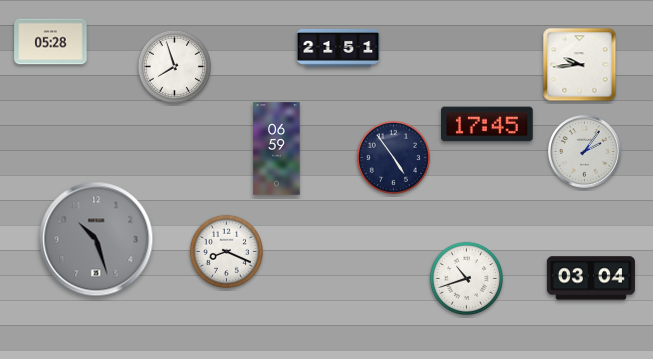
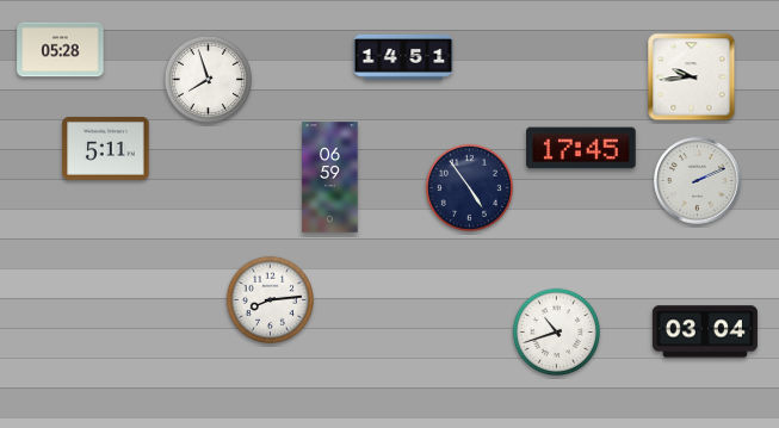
clock at (338, 48): 21:51 -> 14:51
clock at (106, 149): none -> 5:11
clock at (585, 152): 2:06 -> 2:11
clock at (96, 239): 10:27 -> none
clock at (226, 251): 8:19 -> 8:14
